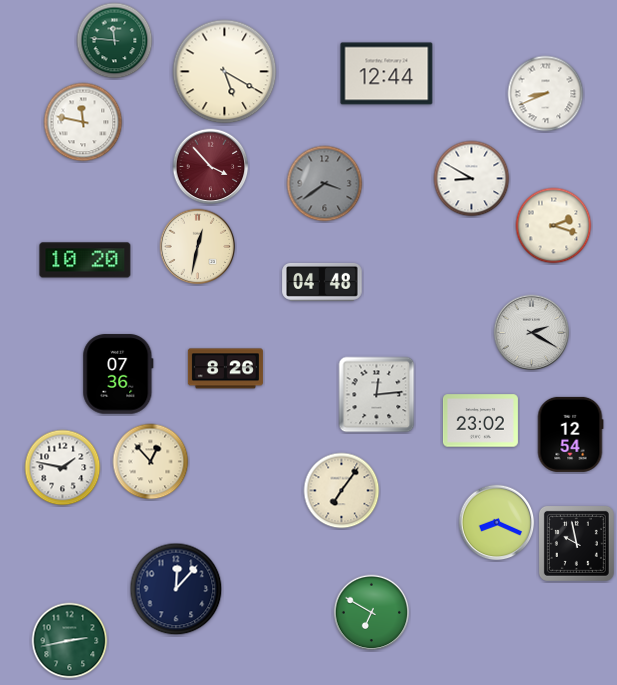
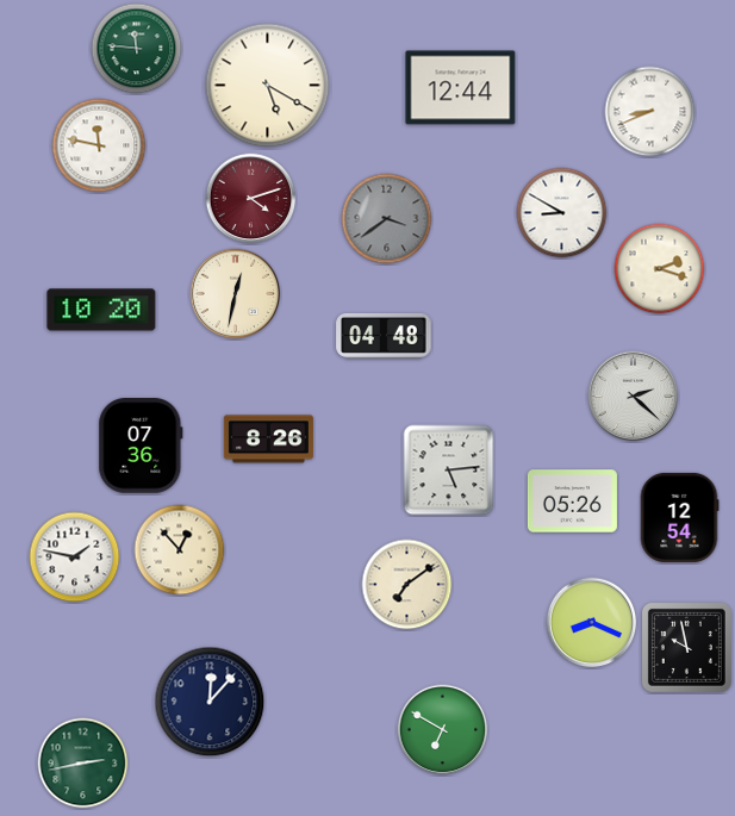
clock at (211, 167): 3:53 -> 4:12
clock at (532, 333): 2:20 -> 2:22
clock at (377, 395): 12:14 -> 5:14
clock at (480, 421): 23:02 -> 05:26
clock at (342, 491): 7:06 -> 7:09
